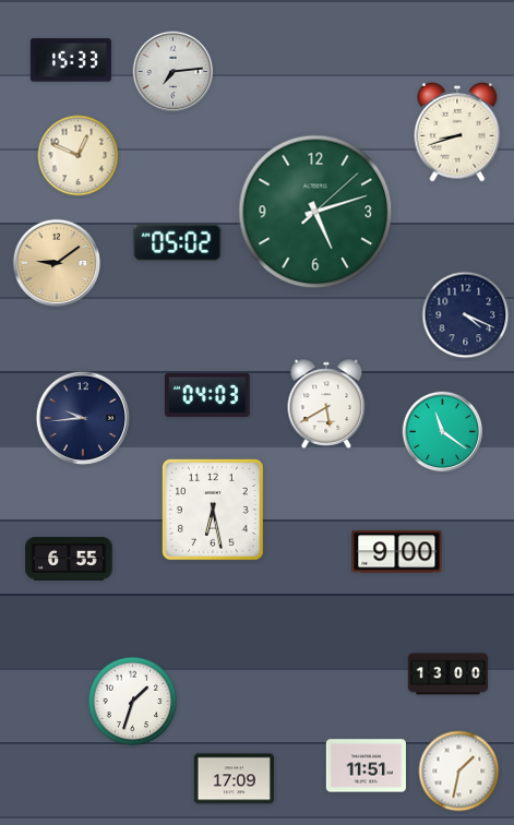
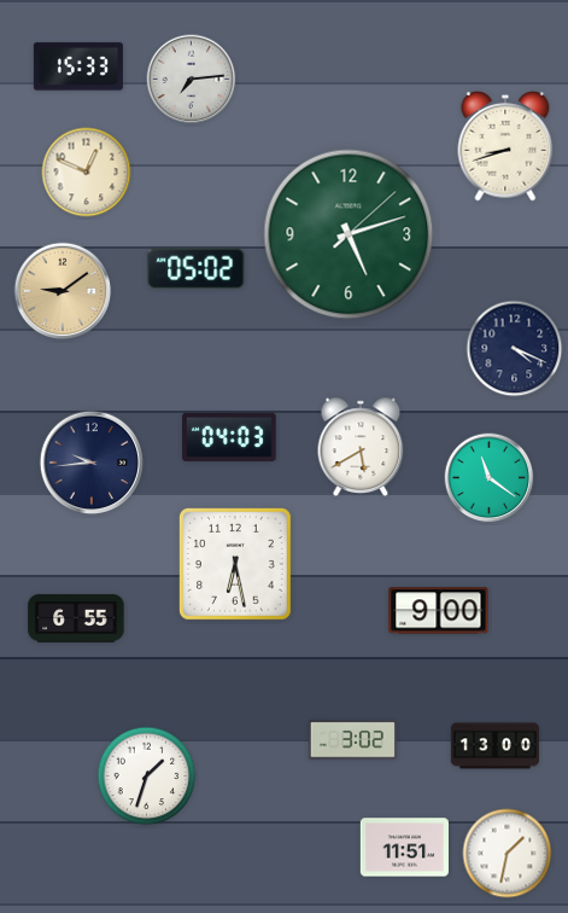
clock at (352, 740): none -> 3:02
clock at (234, 779): 17:09 -> none
